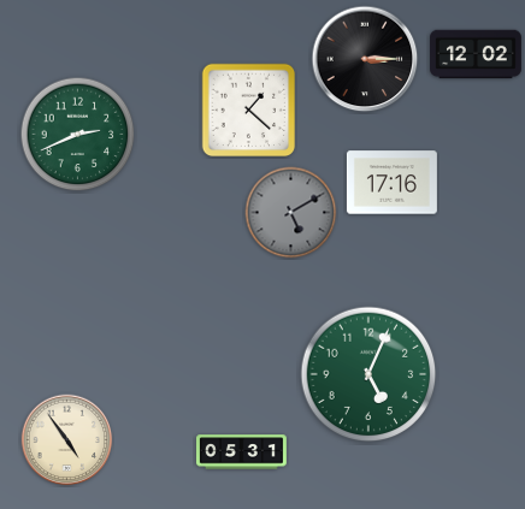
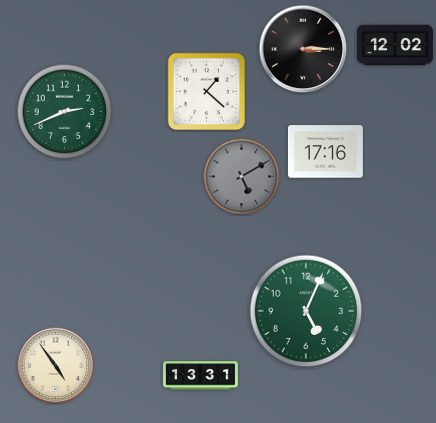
clock at (241, 452): 05:31 -> 13:31
